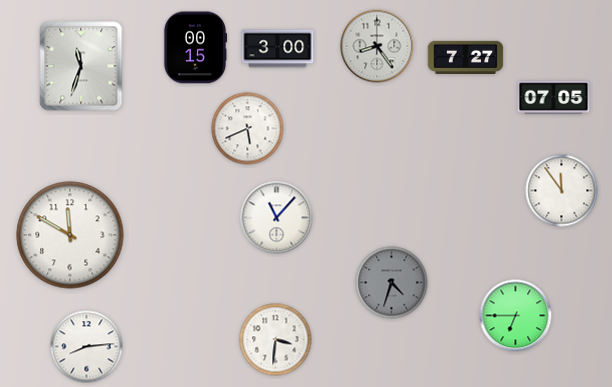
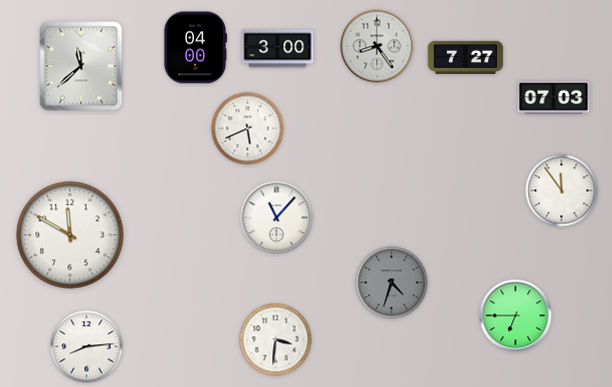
clock at (195, 48): 00:15 -> 04:00
clock at (81, 66): 11:33 -> 11:38
clock at (554, 98): 07:05 -> 07:03
